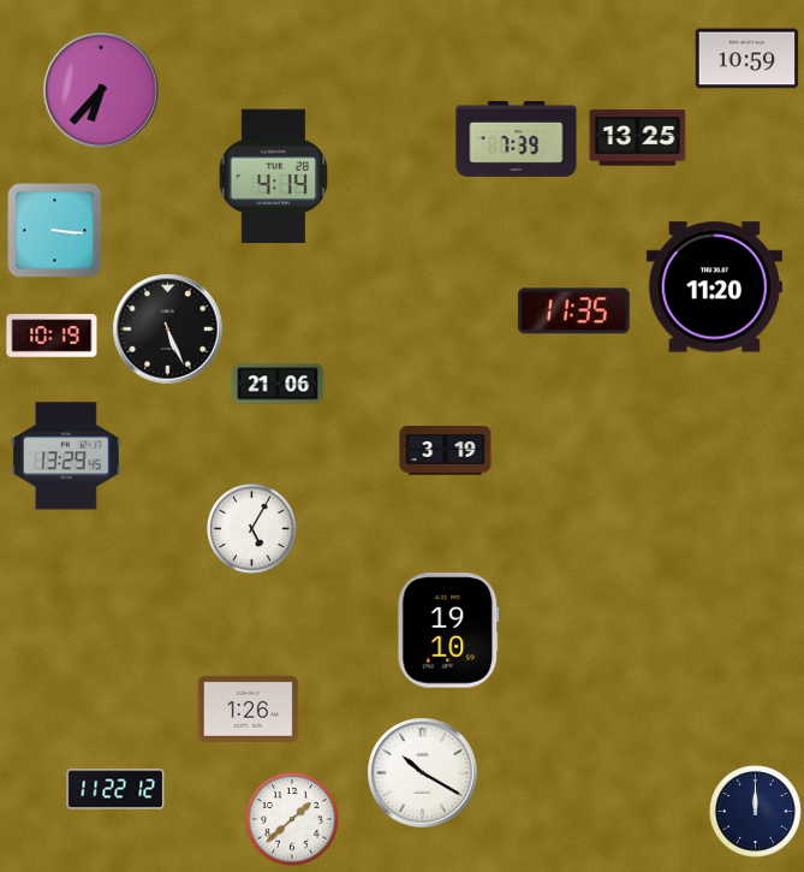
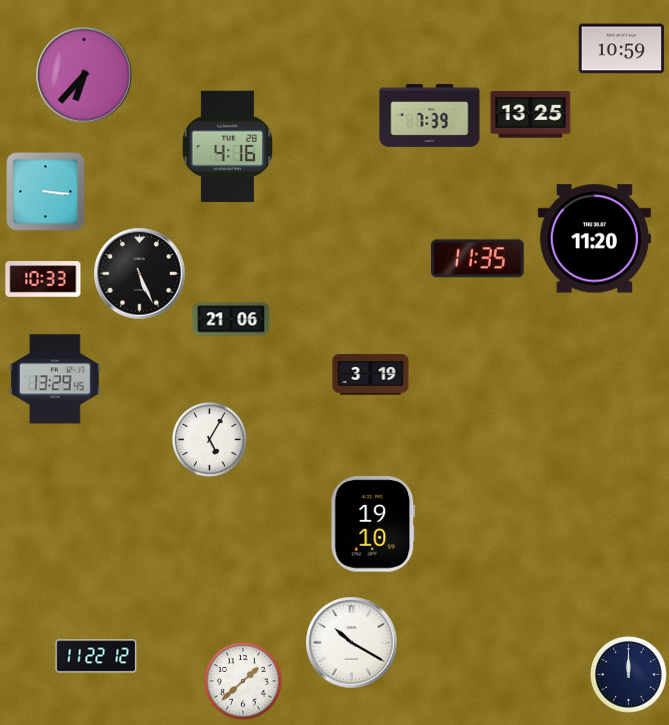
clock at (273, 177): 4:14 -> 4:16
clock at (52, 336): 10:19 -> 10:33
clock at (249, 708): 1:26 -> none
